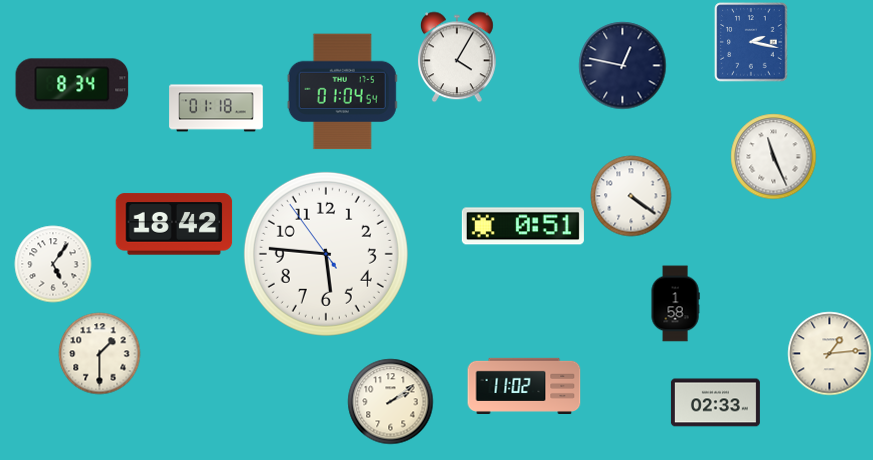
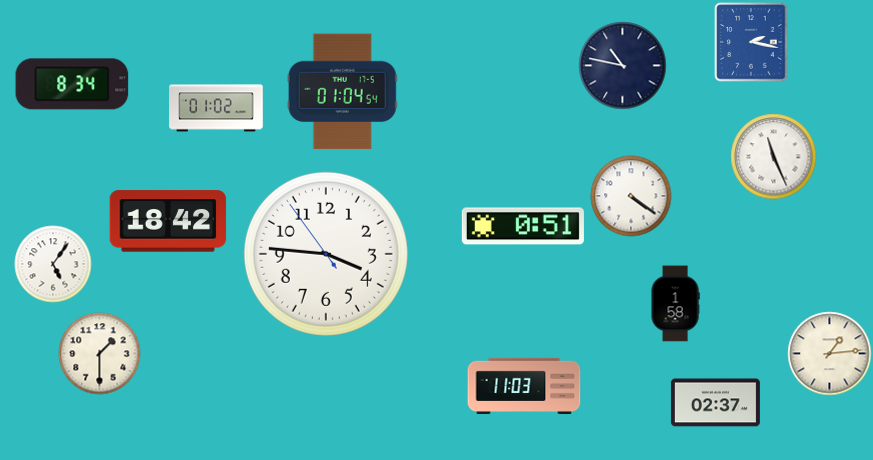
clock at (457, 57): 4:05 -> none
clock at (623, 66): 12:47 -> 10:47
clock at (216, 108): 01:18 -> 01:02
clock at (174, 224) position: (174, 224) -> (168, 221)
clock at (326, 254): 5:45 -> 3:45
clock at (524, 385): 11:02 -> 11:03
clock at (391, 402): 2:09 -> none
clock at (715, 403): 02:33 -> 02:37
